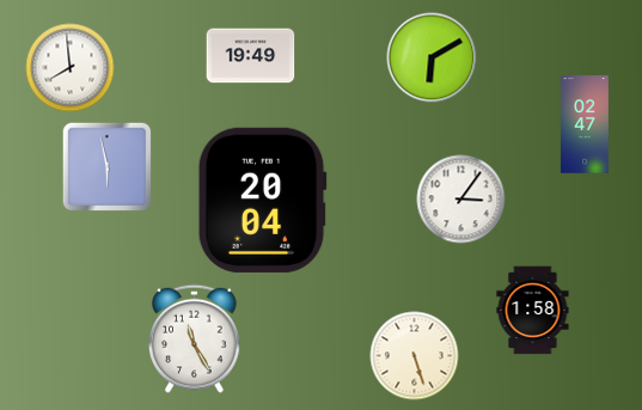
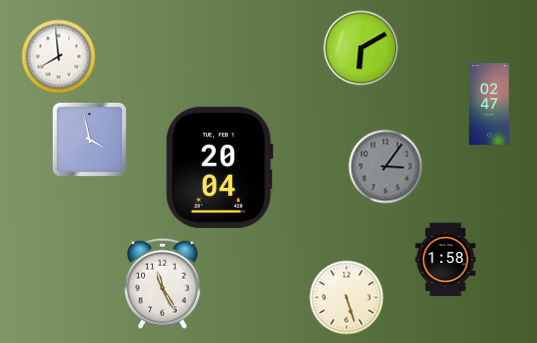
clock at (251, 56): 19:49 -> none
clock at (108, 167): 5:58 -> 3:58
clock at (461, 200) dial: white -> grey
